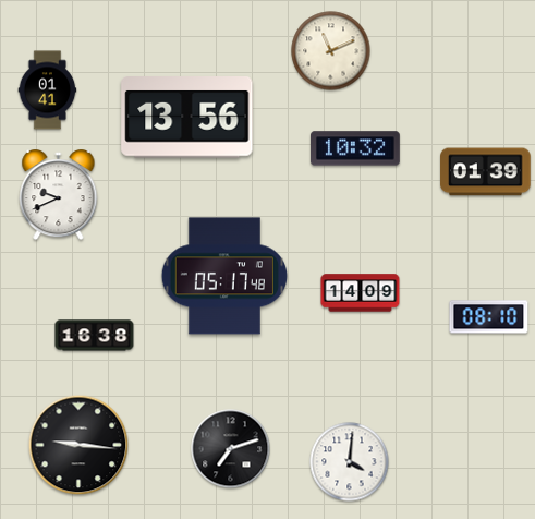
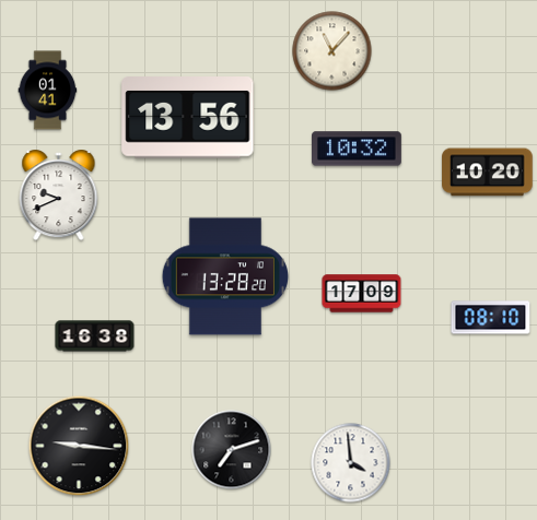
clock at (331, 51): 11:11 -> 11:07
clock at (486, 172): 01:39 -> 10:20
clock at (223, 276): 05:17 -> 13:28
clock at (361, 293): 14:09 -> 17:09
clock at (350, 462): 4:01 -> 3:59
